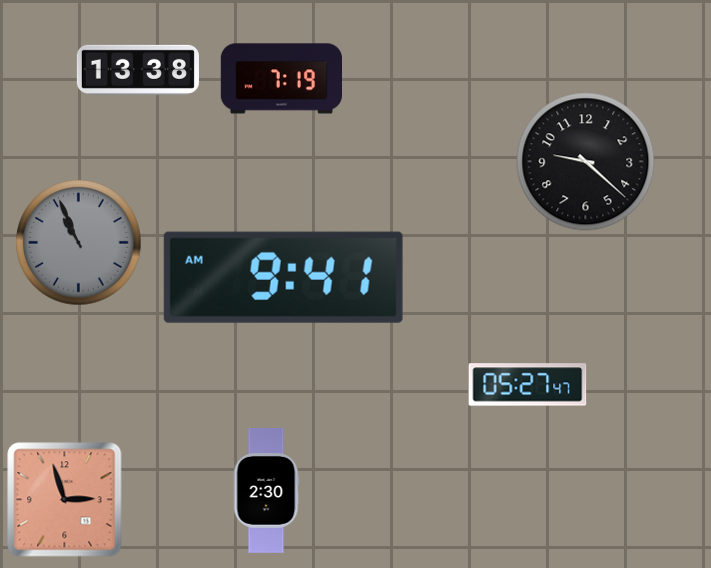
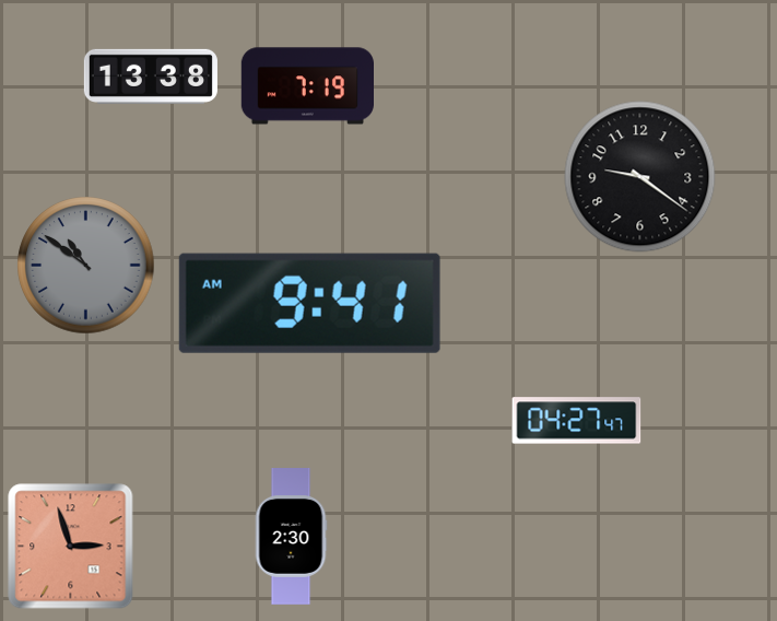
clock at (586, 162): 9:22 -> 9:21
clock at (79, 243): 10:56 -> 10:51
clock at (528, 385): 05:27 -> 04:27
